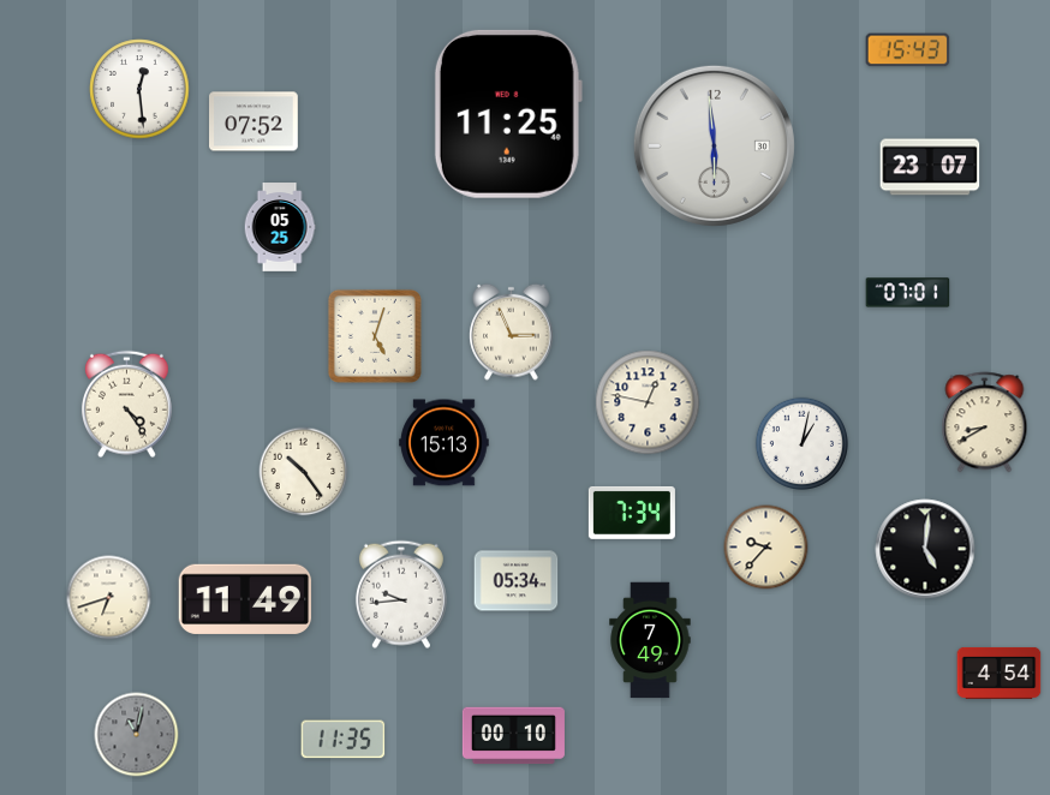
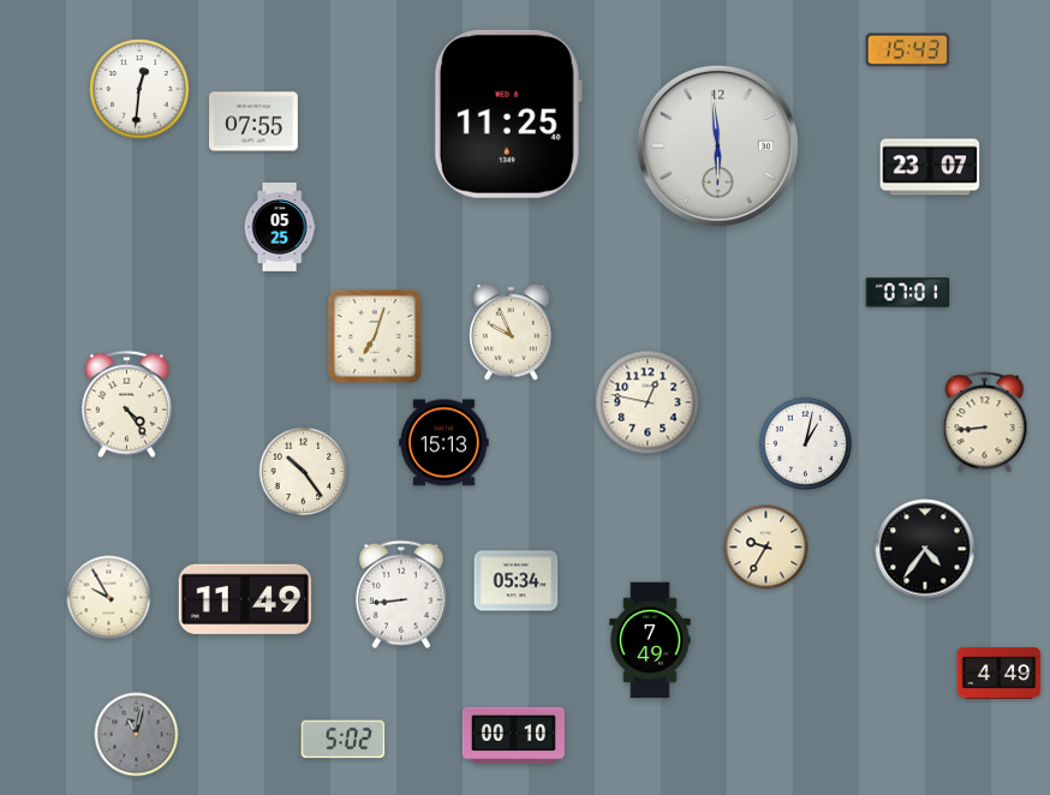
clock at (139, 89): 12:29 -> 12:31
clock at (253, 121): 07:52 -> 07:55
clock at (714, 145) position: (714, 145) -> (717, 145)
clock at (512, 331): 2:56 -> 9:56
clock at (375, 336): 5:03 -> 7:03
clock at (985, 423): 8:40 -> 8:44
clock at (801, 443) position: (801, 443) -> (805, 443)
clock at (632, 513): 7:34 -> none
clock at (766, 548): 9:37 -> 9:35
clock at (925, 549): 5:01 -> 4:36
clock at (401, 594): 9:44 -> 8:44
clock at (109, 598): 6:42 -> 9:55
clock at (1000, 673): 4:54 -> 4:49
clock at (344, 740): 11:35 -> 5:02
